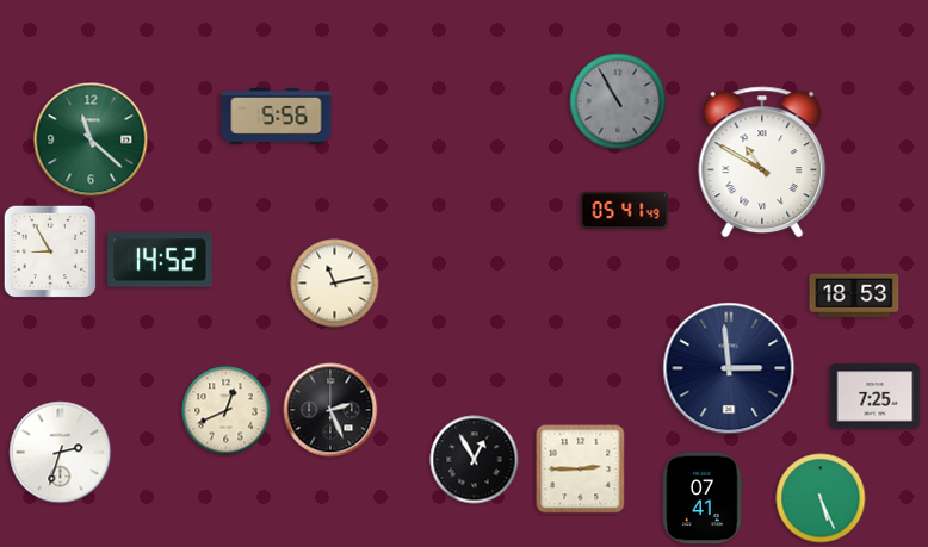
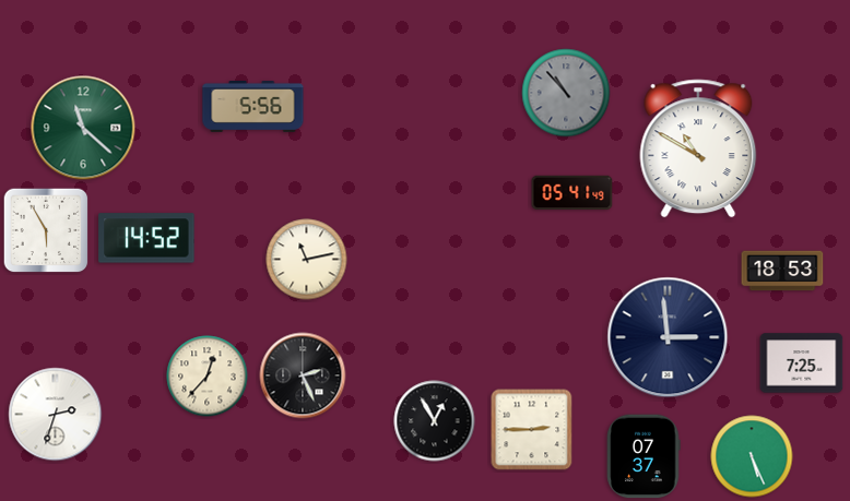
clock at (618, 101): 10:55 -> 10:53
clock at (50, 251): 8:55 -> 5:55
clock at (227, 411): 12:41 -> 12:37
clock at (703, 498): 07:41 -> 07:37
